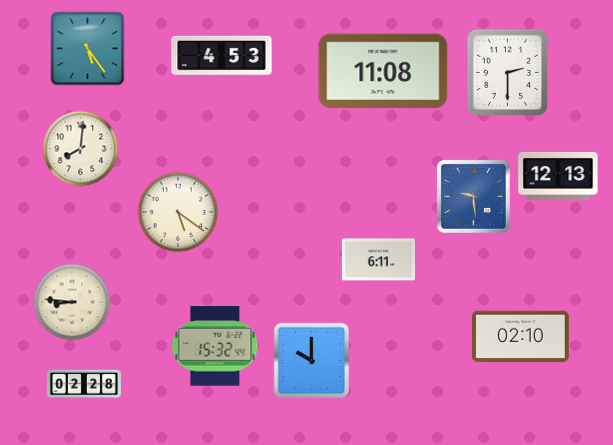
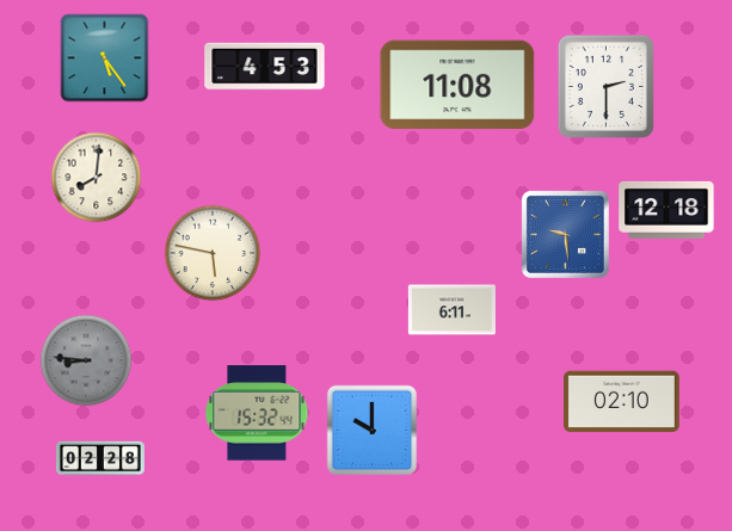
clock at (558, 176): 12:13 -> 12:18
clock at (178, 212): 5:21 -> 5:47
clock at (72, 302) dial: cream -> grey
